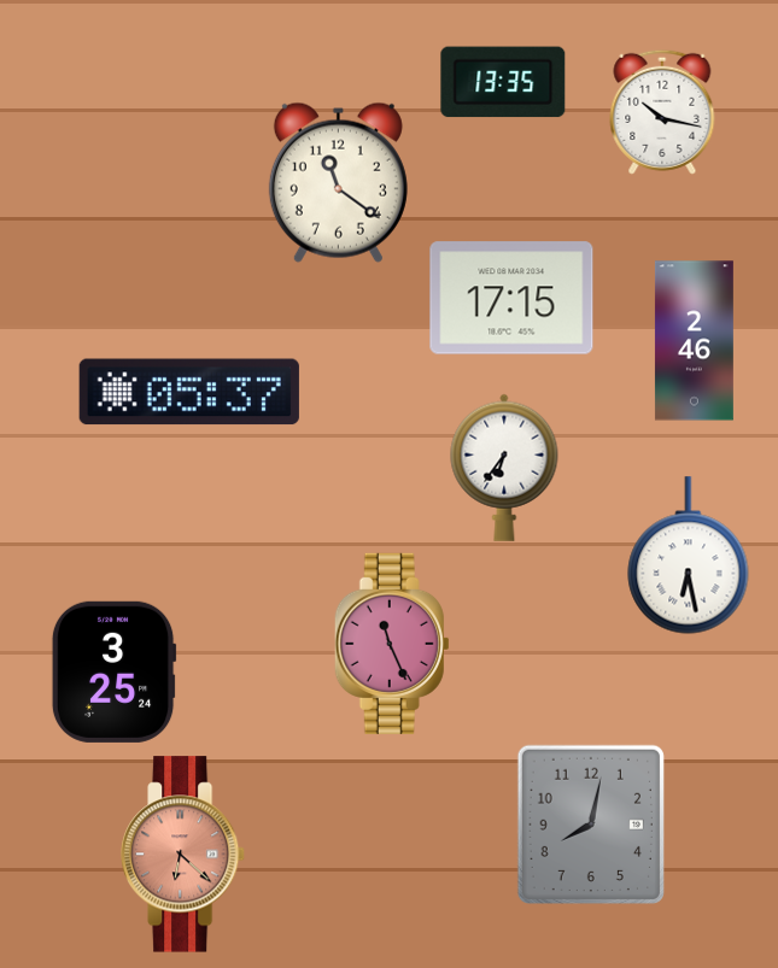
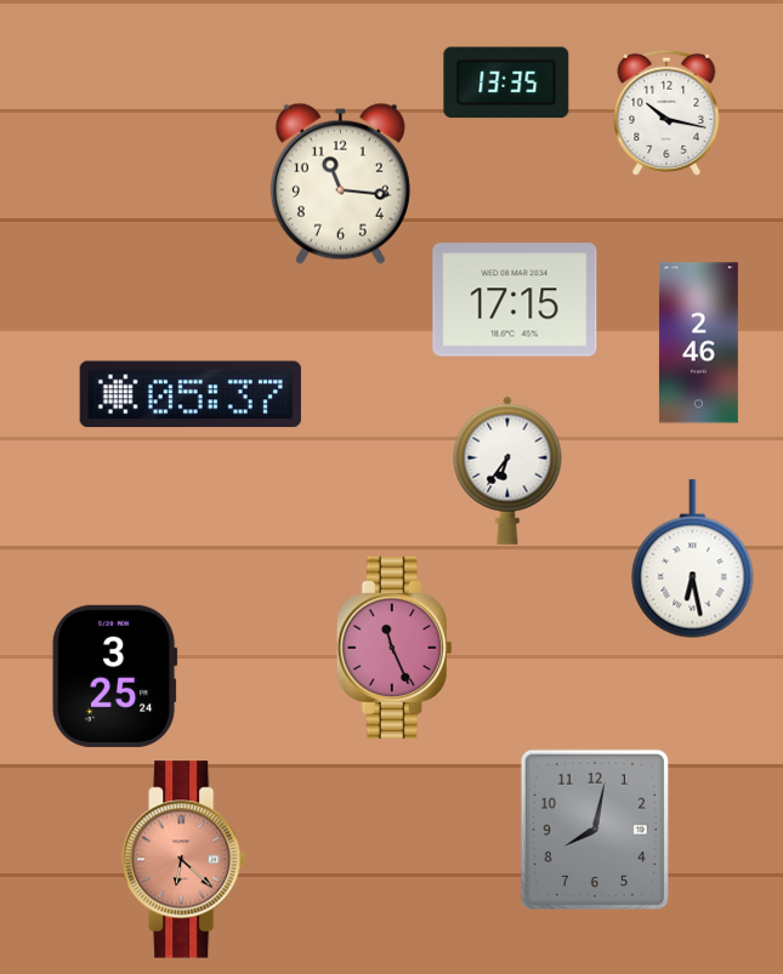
clock at (338, 182): 11:21 -> 11:16
